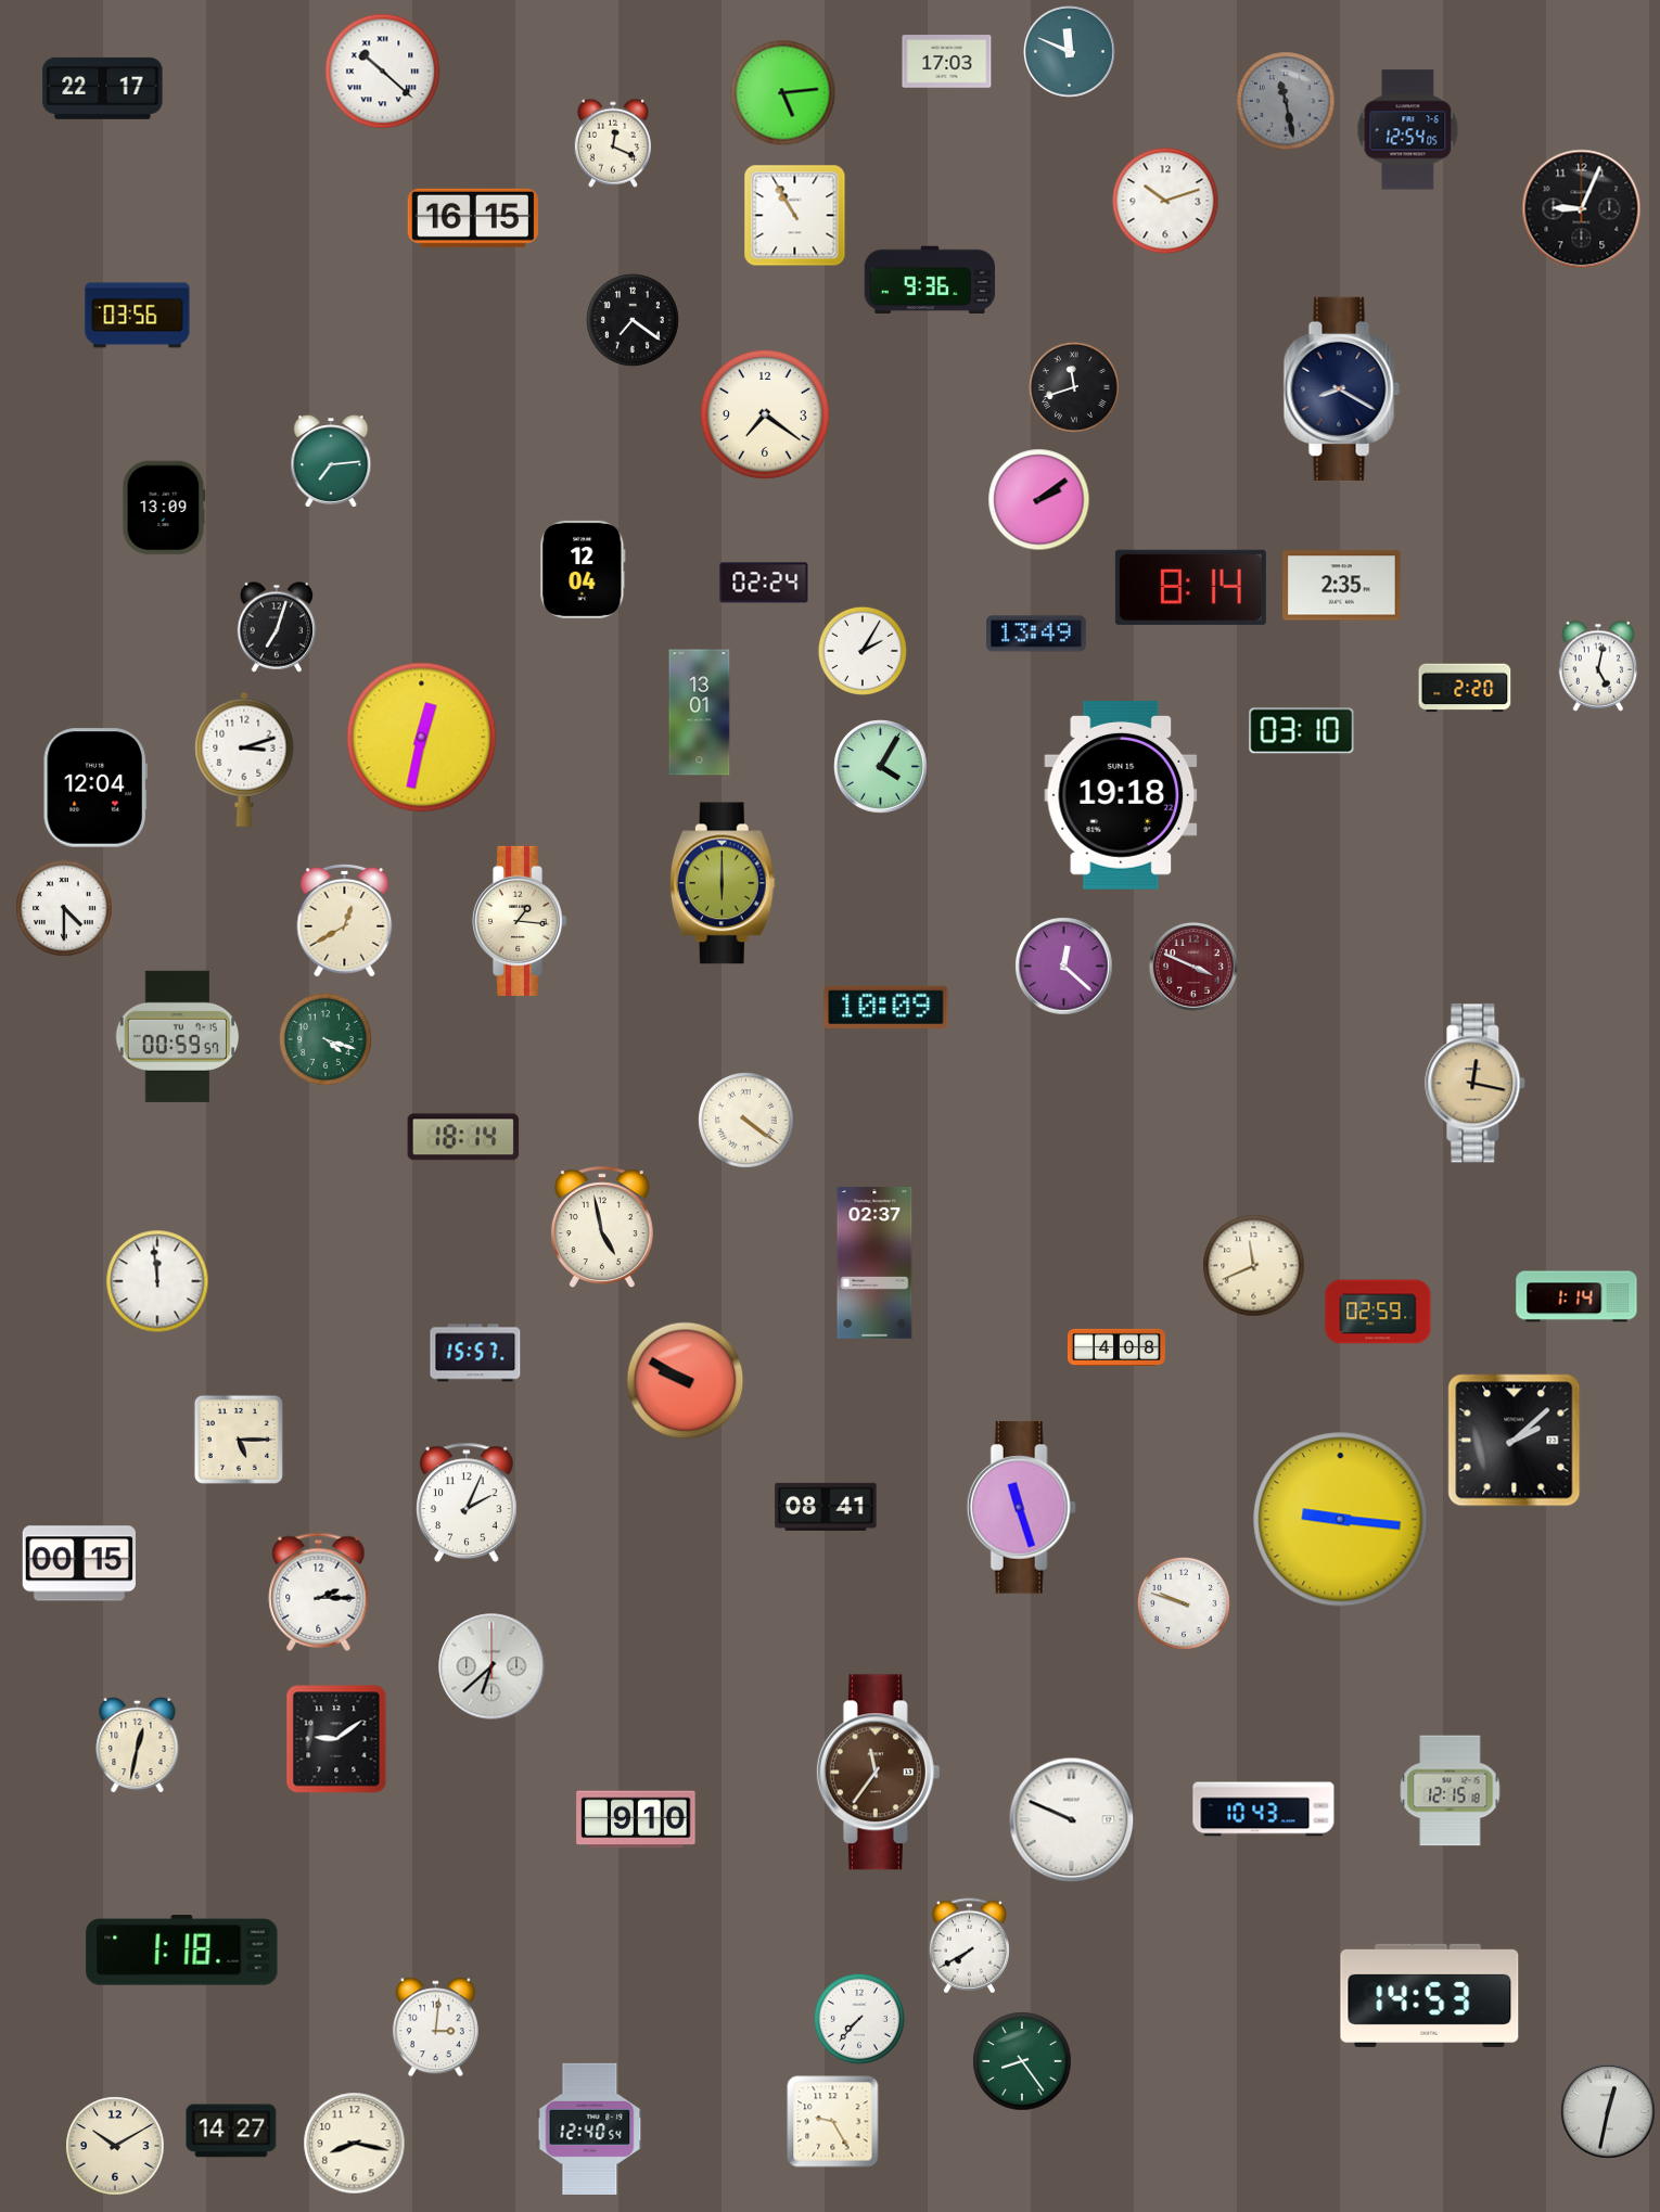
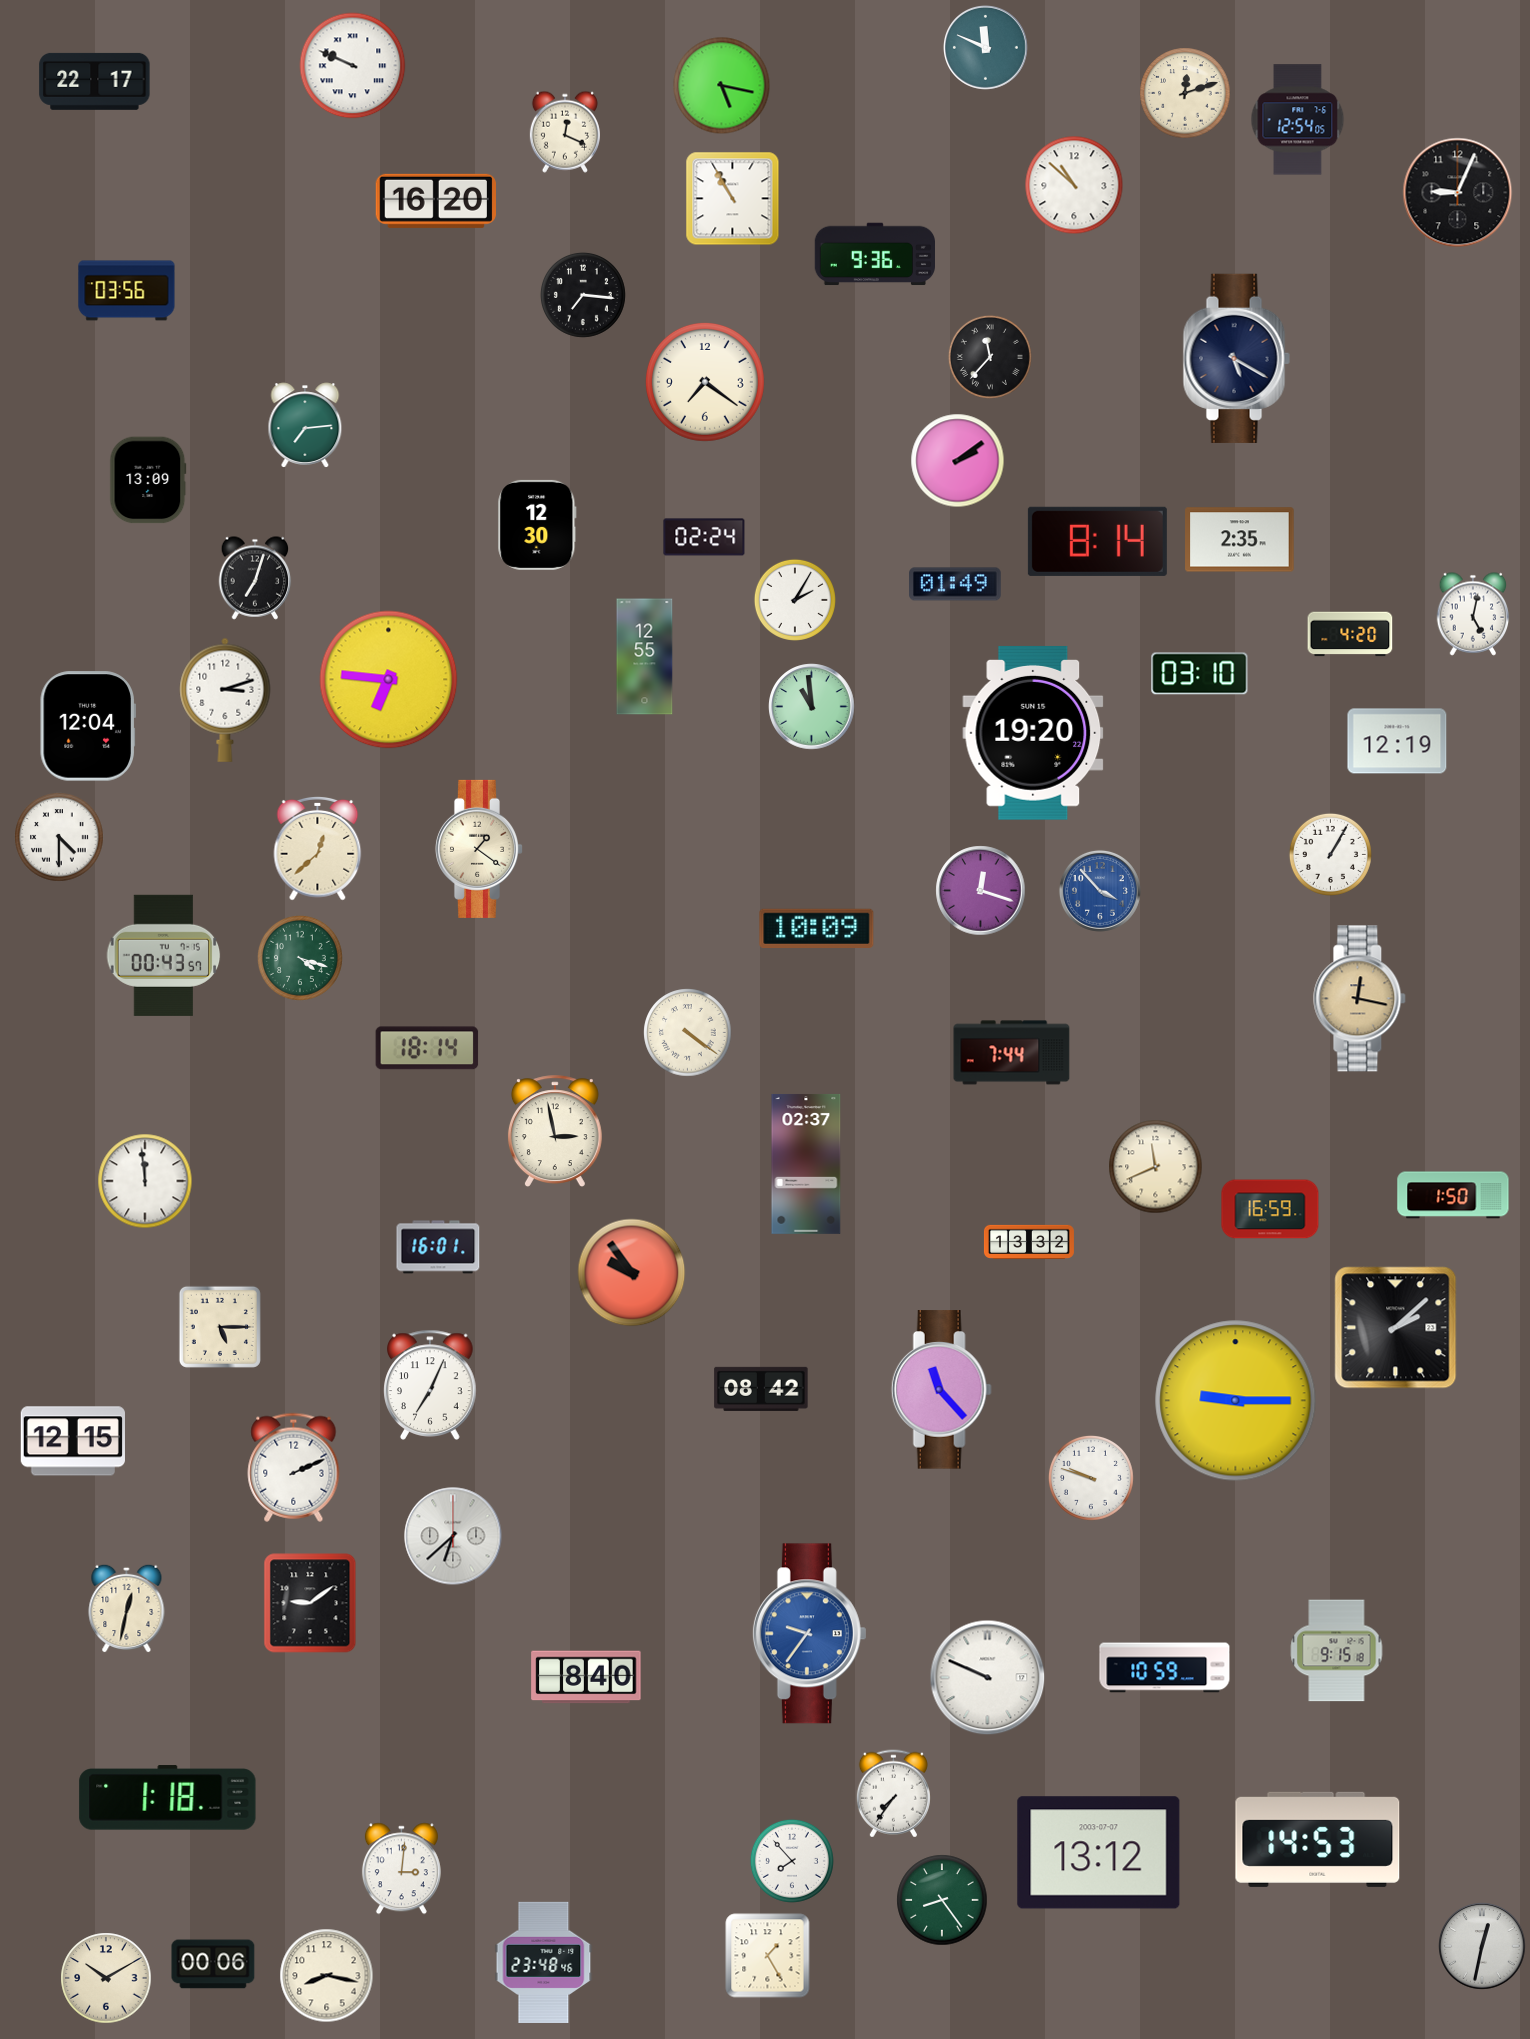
clock at (947, 62): 17:03 -> none
clock at (383, 72): 10:22 -> 9:49
clock at (783, 93): 5:14 -> 5:17
clock at (1286, 101): 11:28 -> 12:12
clock at (1286, 101) dial: grey -> cream
clock at (1165, 201): 10:12 -> 10:52
clock at (473, 218): 16:15 -> 16:20
clock at (929, 280) position: (929, 280) -> (874, 254)
clock at (633, 320): 7:21 -> 7:16
clock at (1074, 387): 11:42 -> 11:37
clock at (1341, 388): 8:20 -> 5:20
clock at (164, 508) position: (164, 508) -> (148, 480)
clock at (583, 570): 12:04 -> 12:30
clock at (1342, 586) position: (1342, 586) -> (1240, 540)
clock at (1036, 634): 13:49 -> 01:49
clock at (1465, 688): 2:20 -> 4:20
clock at (700, 713): 13:01 -> 12:55
clock at (422, 738): 12:32 -> 6:46
clock at (881, 767): 4:05 -> 10:59
clock at (1121, 795): 19:18 -> 19:20
clock at (1397, 741): none -> 12:19
clock at (723, 883): 6:00 -> none
clock at (345, 920): 12:40 -> 12:38
clock at (519, 921): 1:16 -> 1:21
clock at (1330, 854): none -> 1:05
clock at (1064, 967): 12:22 -> 12:18
clock at (1193, 967): 3:49 -> 3:53
clock at (1193, 967) dial: burgundy -> blue
clock at (178, 1036): 00:59 -> 00:43
clock at (1012, 1053): none -> 7:44
clock at (602, 1227): 4:58 -> 2:58
clock at (1576, 1296): 1:14 -> 1:50
clock at (1378, 1312): 02:59 -> 16:59
clock at (1116, 1346): 4:08 -> 13:32
clock at (475, 1353): 15:57 -> 16:01
clock at (686, 1381): 9:50 -> 9:54
clock at (467, 1503): 2:04 -> 7:04
clock at (826, 1507): 08:41 -> 08:42
clock at (1021, 1508): 11:27 -> 11:23
clock at (1341, 1520): 9:16 -> 9:15
clock at (79, 1563): 00:15 -> 12:15
clock at (319, 1591): 2:15 -> 2:11
clock at (878, 1773): 11:36 -> 9:36
clock at (878, 1773) dial: brown -> blue
clock at (1451, 1791): 12:15 -> 9:15
clock at (1264, 1810): 10:43 -> 10:59
clock at (636, 1819): 9:10 -> 8:40
clock at (969, 1946): 7:40 -> 7:36
clock at (1099, 1853): none -> 13:12
clock at (859, 2019): 7:37 -> 7:53
clock at (833, 2122): 9:25 -> 1:25
clock at (590, 2128): 12:40 -> 23:48
clock at (231, 2131): 14:27 -> 00:06
